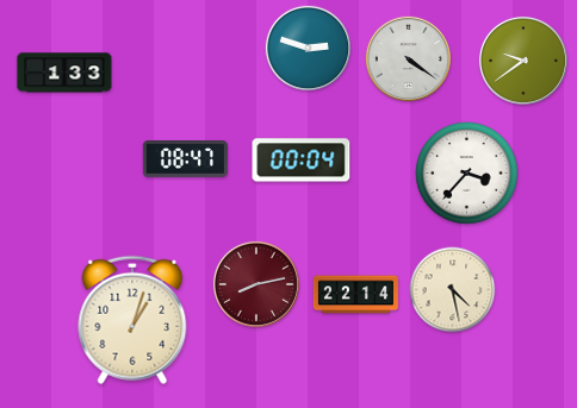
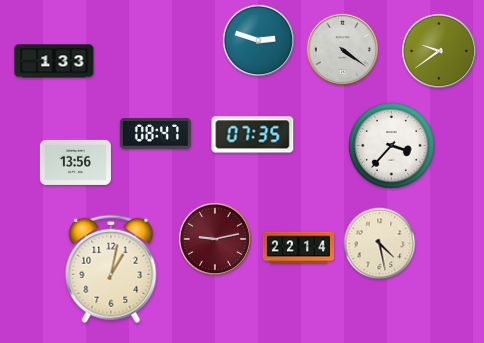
clock at (302, 161): 00:04 -> 07:35
clock at (75, 162): none -> 13:56
clock at (256, 284): 8:13 -> 9:13
clock at (132, 320): 1:03 -> 1:02
